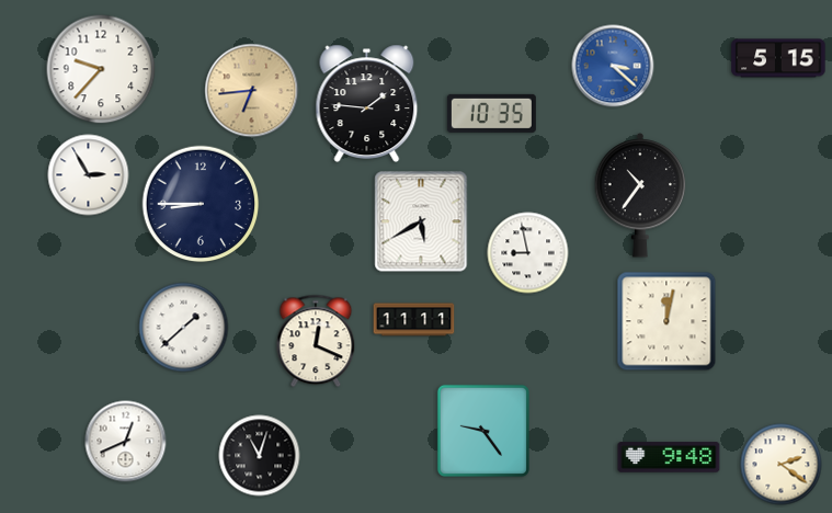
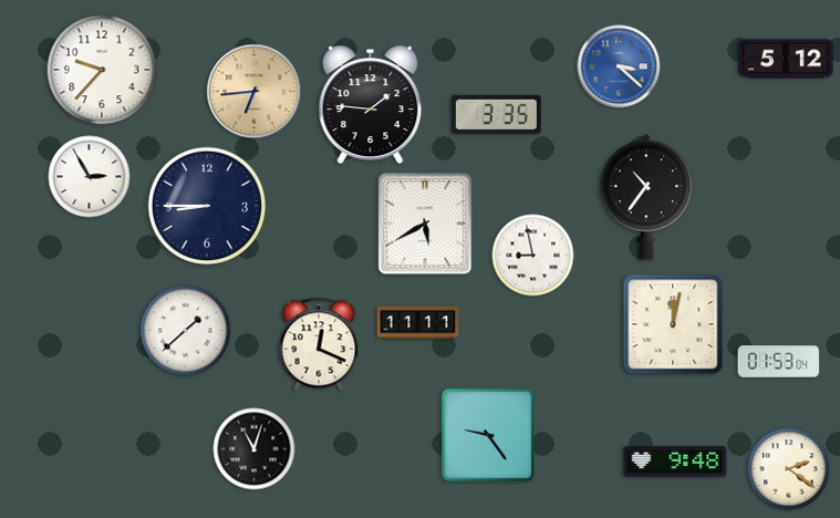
clock at (778, 58): 5:15 -> 5:12
clock at (491, 113): 10:35 -> 3:35
clock at (201, 204) position: (201, 204) -> (207, 206)
clock at (779, 362): none -> 01:53
clock at (126, 442): 12:41 -> none
clock at (260, 456) position: (260, 456) -> (255, 449)
